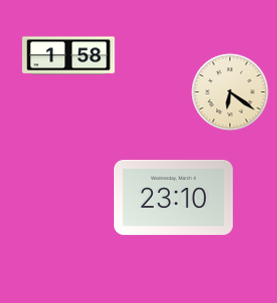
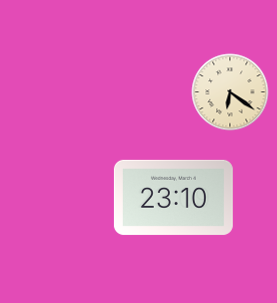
clock at (69, 56): 1:58 -> none
